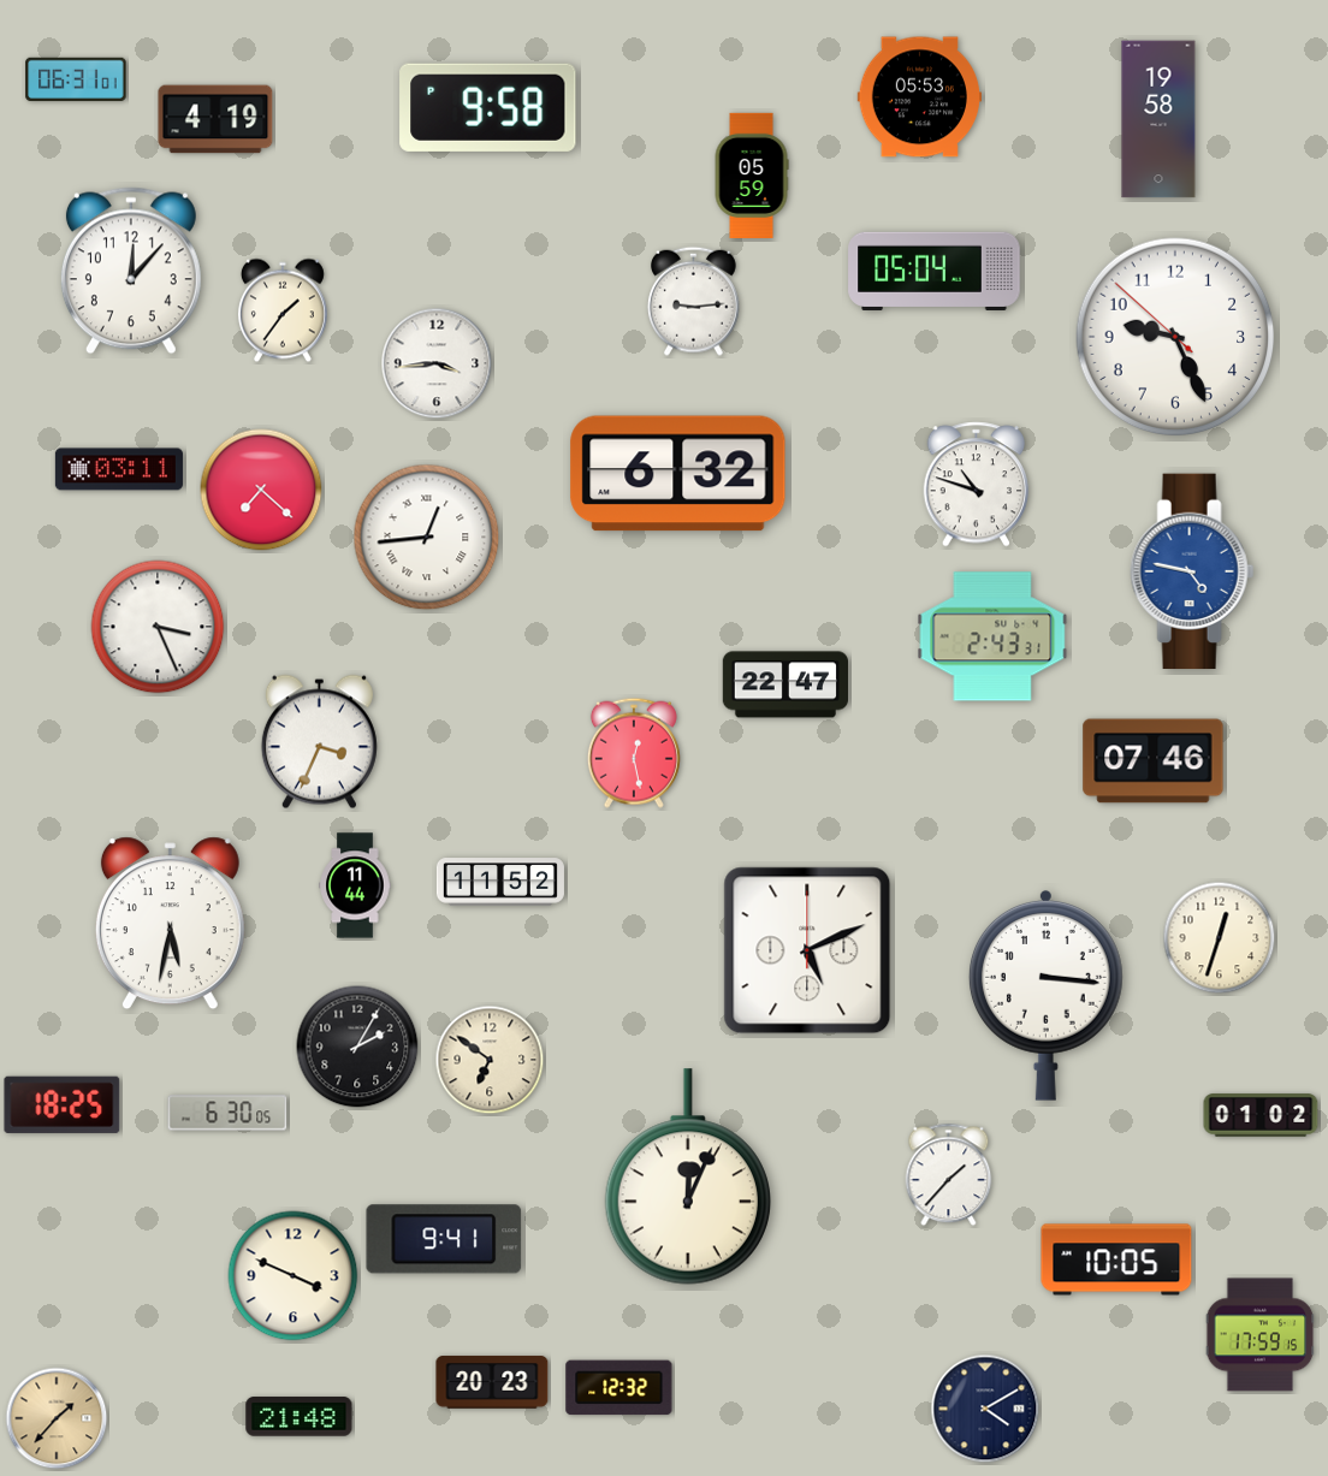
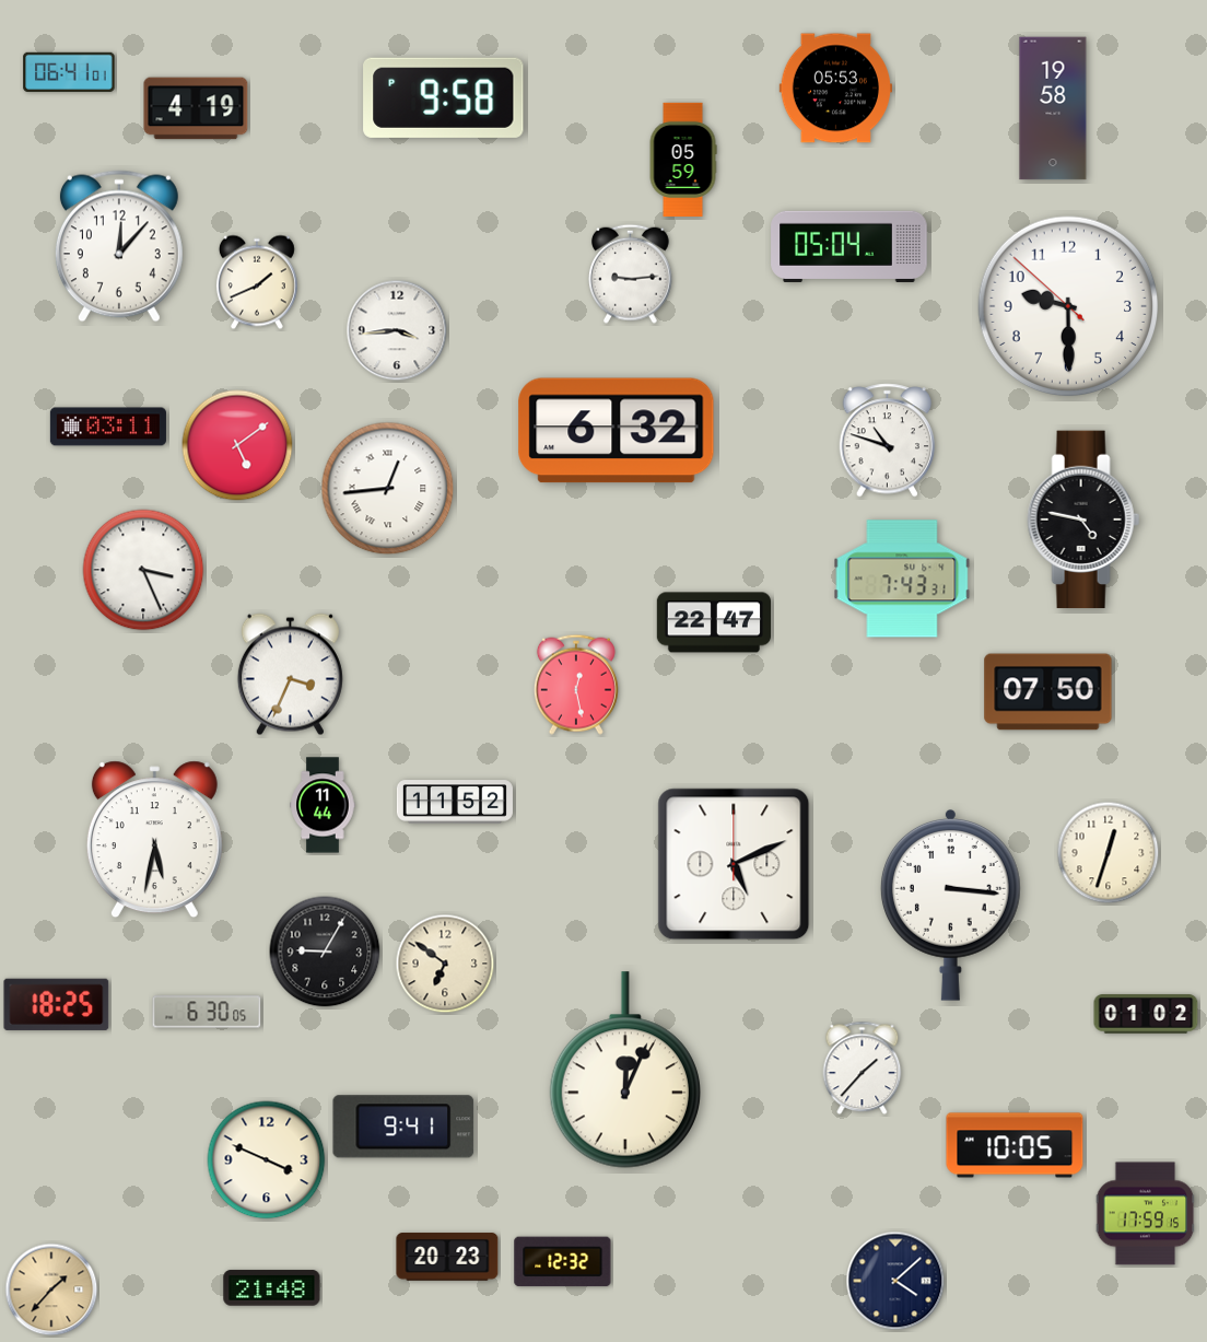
clock at (76, 79): 06:31 -> 06:41
clock at (283, 310): 1:36 -> 1:41
clock at (1175, 337): 9:25 -> 9:29
clock at (261, 490): 7:22 -> 5:09
clock at (1192, 571) dial: blue -> black
clock at (992, 636): 2:43 -> 7:43
clock at (1154, 761): 07:46 -> 07:50
clock at (357, 1047): 2:05 -> 9:05
clock at (985, 1409): 4:10 -> 4:08
